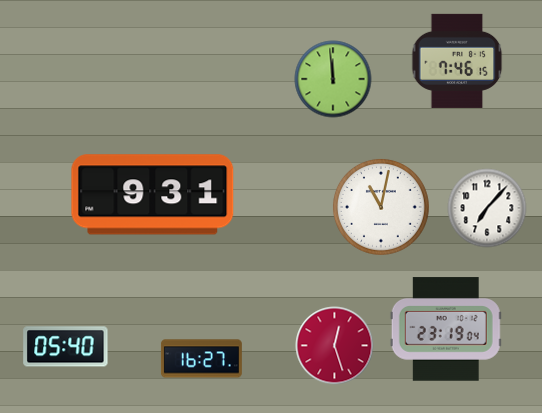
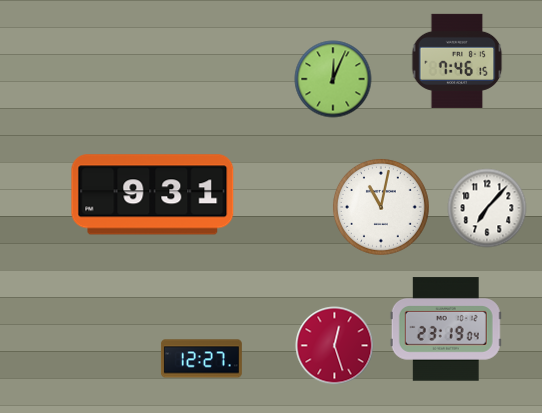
clock at (333, 79): 11:59 -> 12:04
clock at (66, 347): 05:40 -> none
clock at (201, 359): 16:27 -> 12:27
